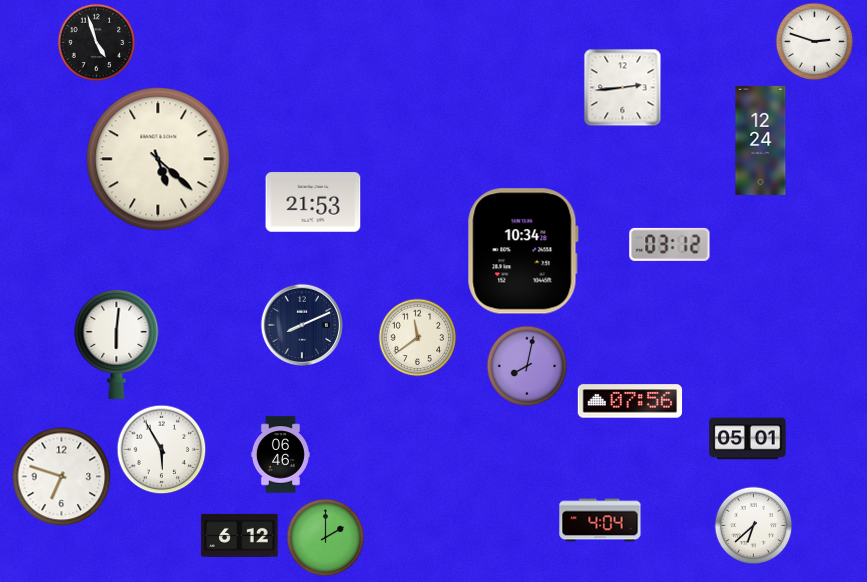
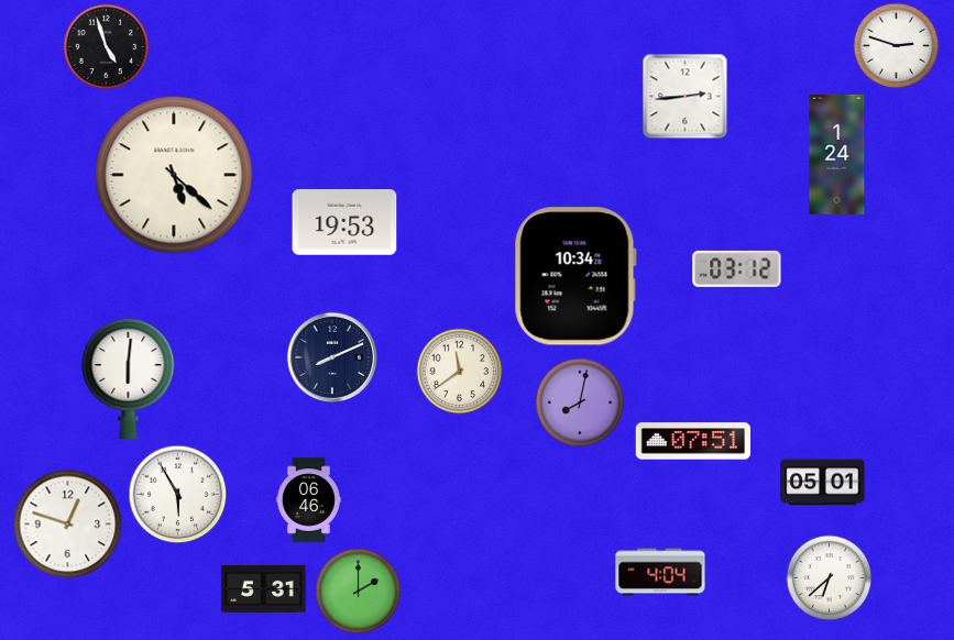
clock at (761, 140): 12:24 -> 1:24
clock at (313, 202): 21:53 -> 19:53
clock at (630, 401): 07:56 -> 07:51
clock at (62, 477): 6:48 -> 12:48
clock at (240, 535): 6:12 -> 5:31
